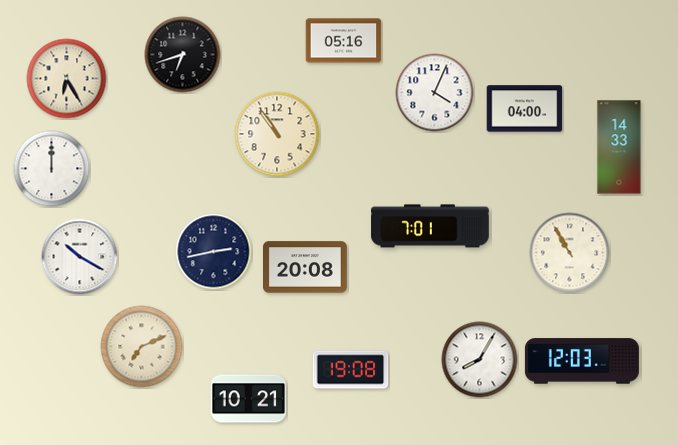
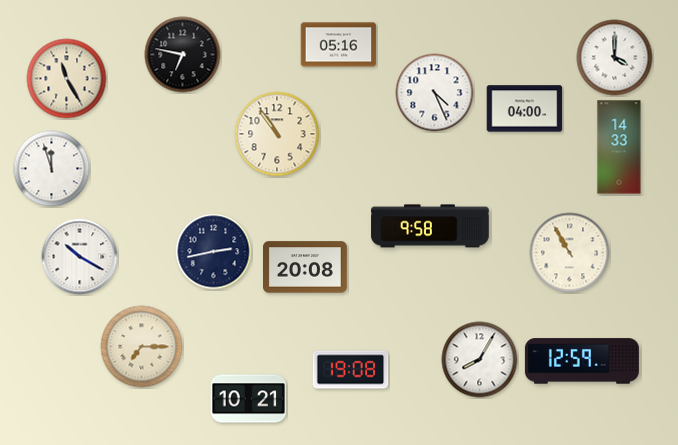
clock at (344, 41) position: (344, 41) -> (339, 45)
clock at (183, 55): 6:42 -> 6:47
clock at (615, 58): none -> 4:00
clock at (67, 79): 6:25 -> 11:25
clock at (435, 93): 4:04 -> 4:26
clock at (52, 169): 12:00 -> 11:57
clock at (430, 226): 7:01 -> 9:58
clock at (142, 347): 7:11 -> 7:15
clock at (582, 361): 12:03 -> 12:59
